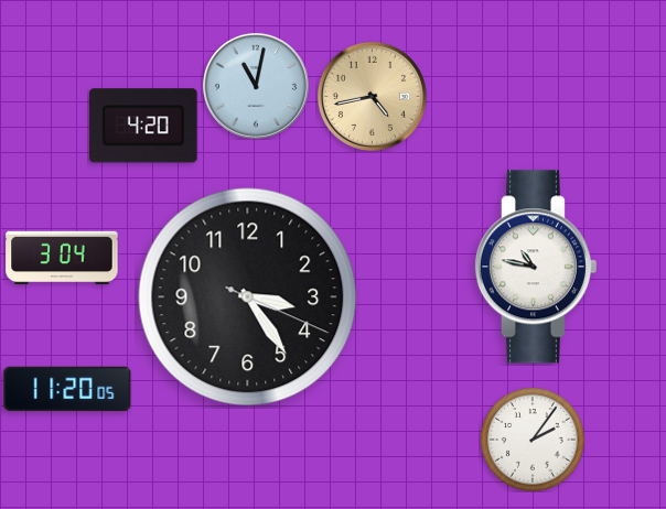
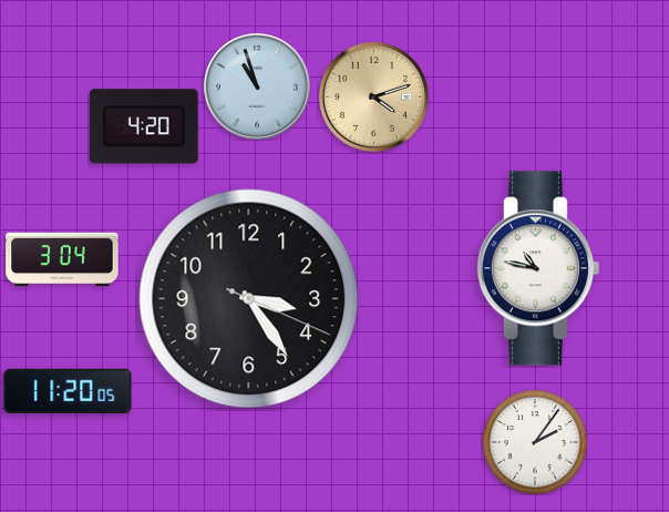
clock at (256, 86): 11:02 -> 10:57
clock at (372, 96): 4:43 -> 4:12
